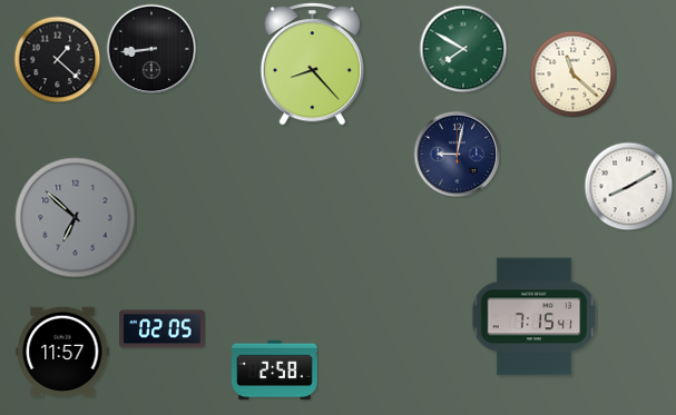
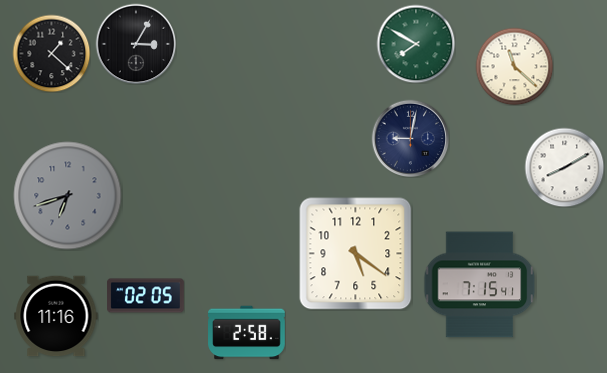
clock at (151, 49): 8:44 -> 3:05
clock at (312, 65): 8:23 -> none
clock at (76, 218): 6:52 -> 6:42
clock at (356, 254): none -> 5:21
clock at (62, 352): 11:57 -> 11:16
